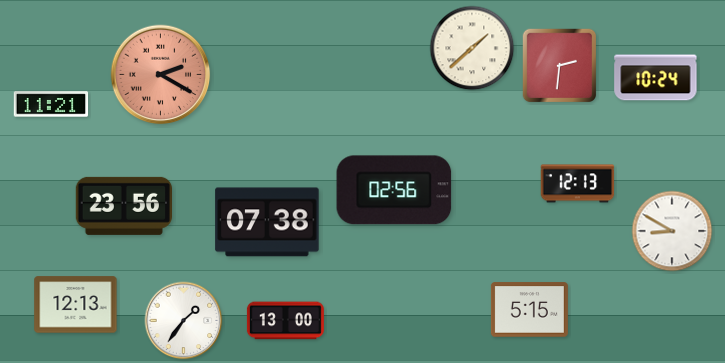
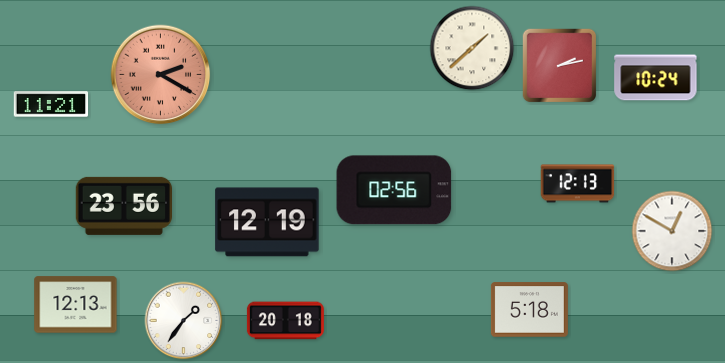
clock at (560, 66): 2:31 -> 2:13
clock at (267, 222): 07:38 -> 12:19
clock at (672, 231): 8:50 -> 12:50
clock at (529, 310): 5:15 -> 5:18
clock at (285, 321): 13:00 -> 20:18
